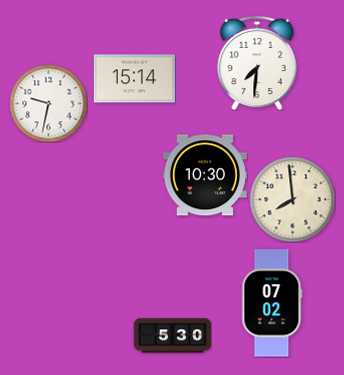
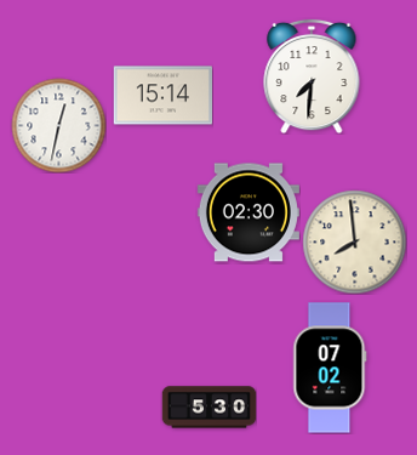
clock at (48, 103): 9:32 -> 12:32
clock at (205, 175): 10:30 -> 02:30
